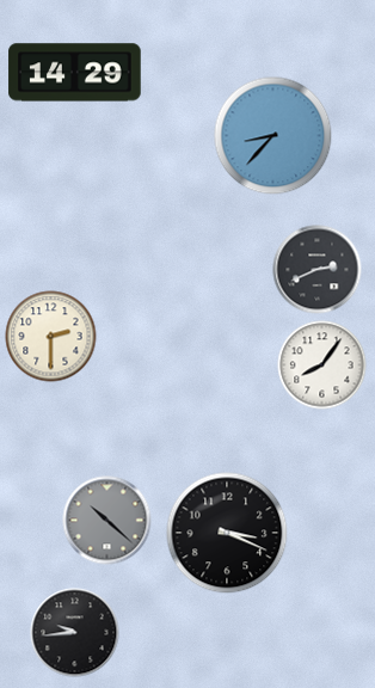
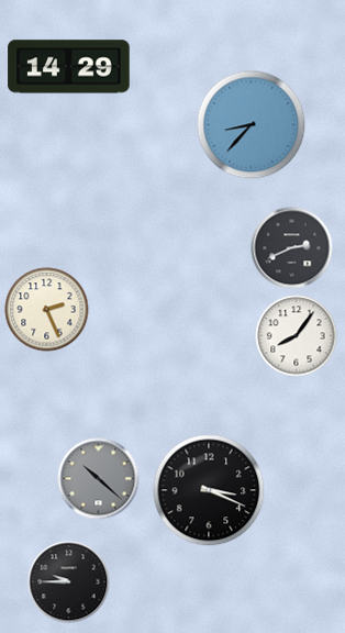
clock at (51, 337): 2:30 -> 2:26
clock at (75, 633): 9:44 -> 9:45
